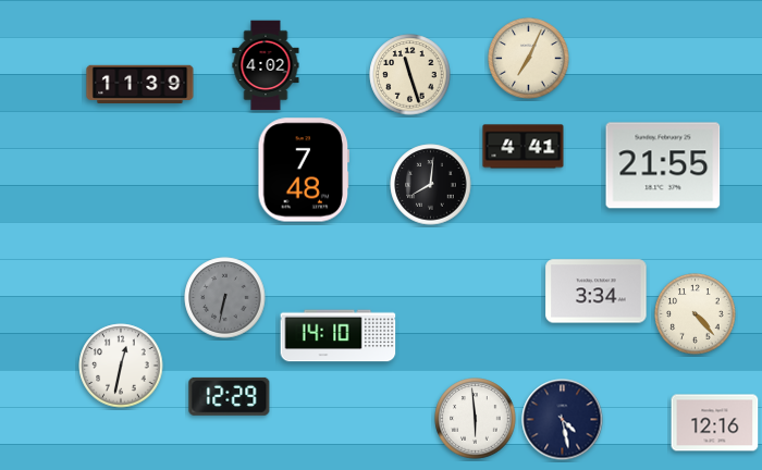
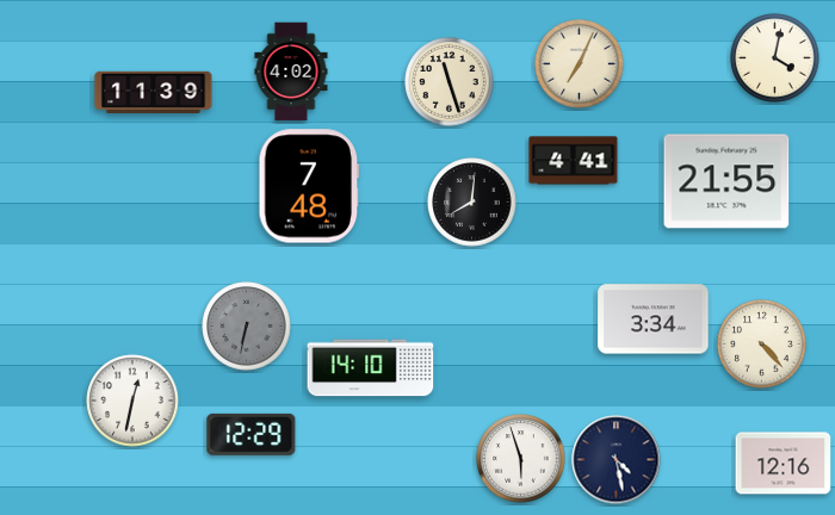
clock at (775, 58): none -> 4:02
clock at (304, 170) position: (304, 170) -> (309, 186)
clock at (476, 419): 5:59 -> 5:57
